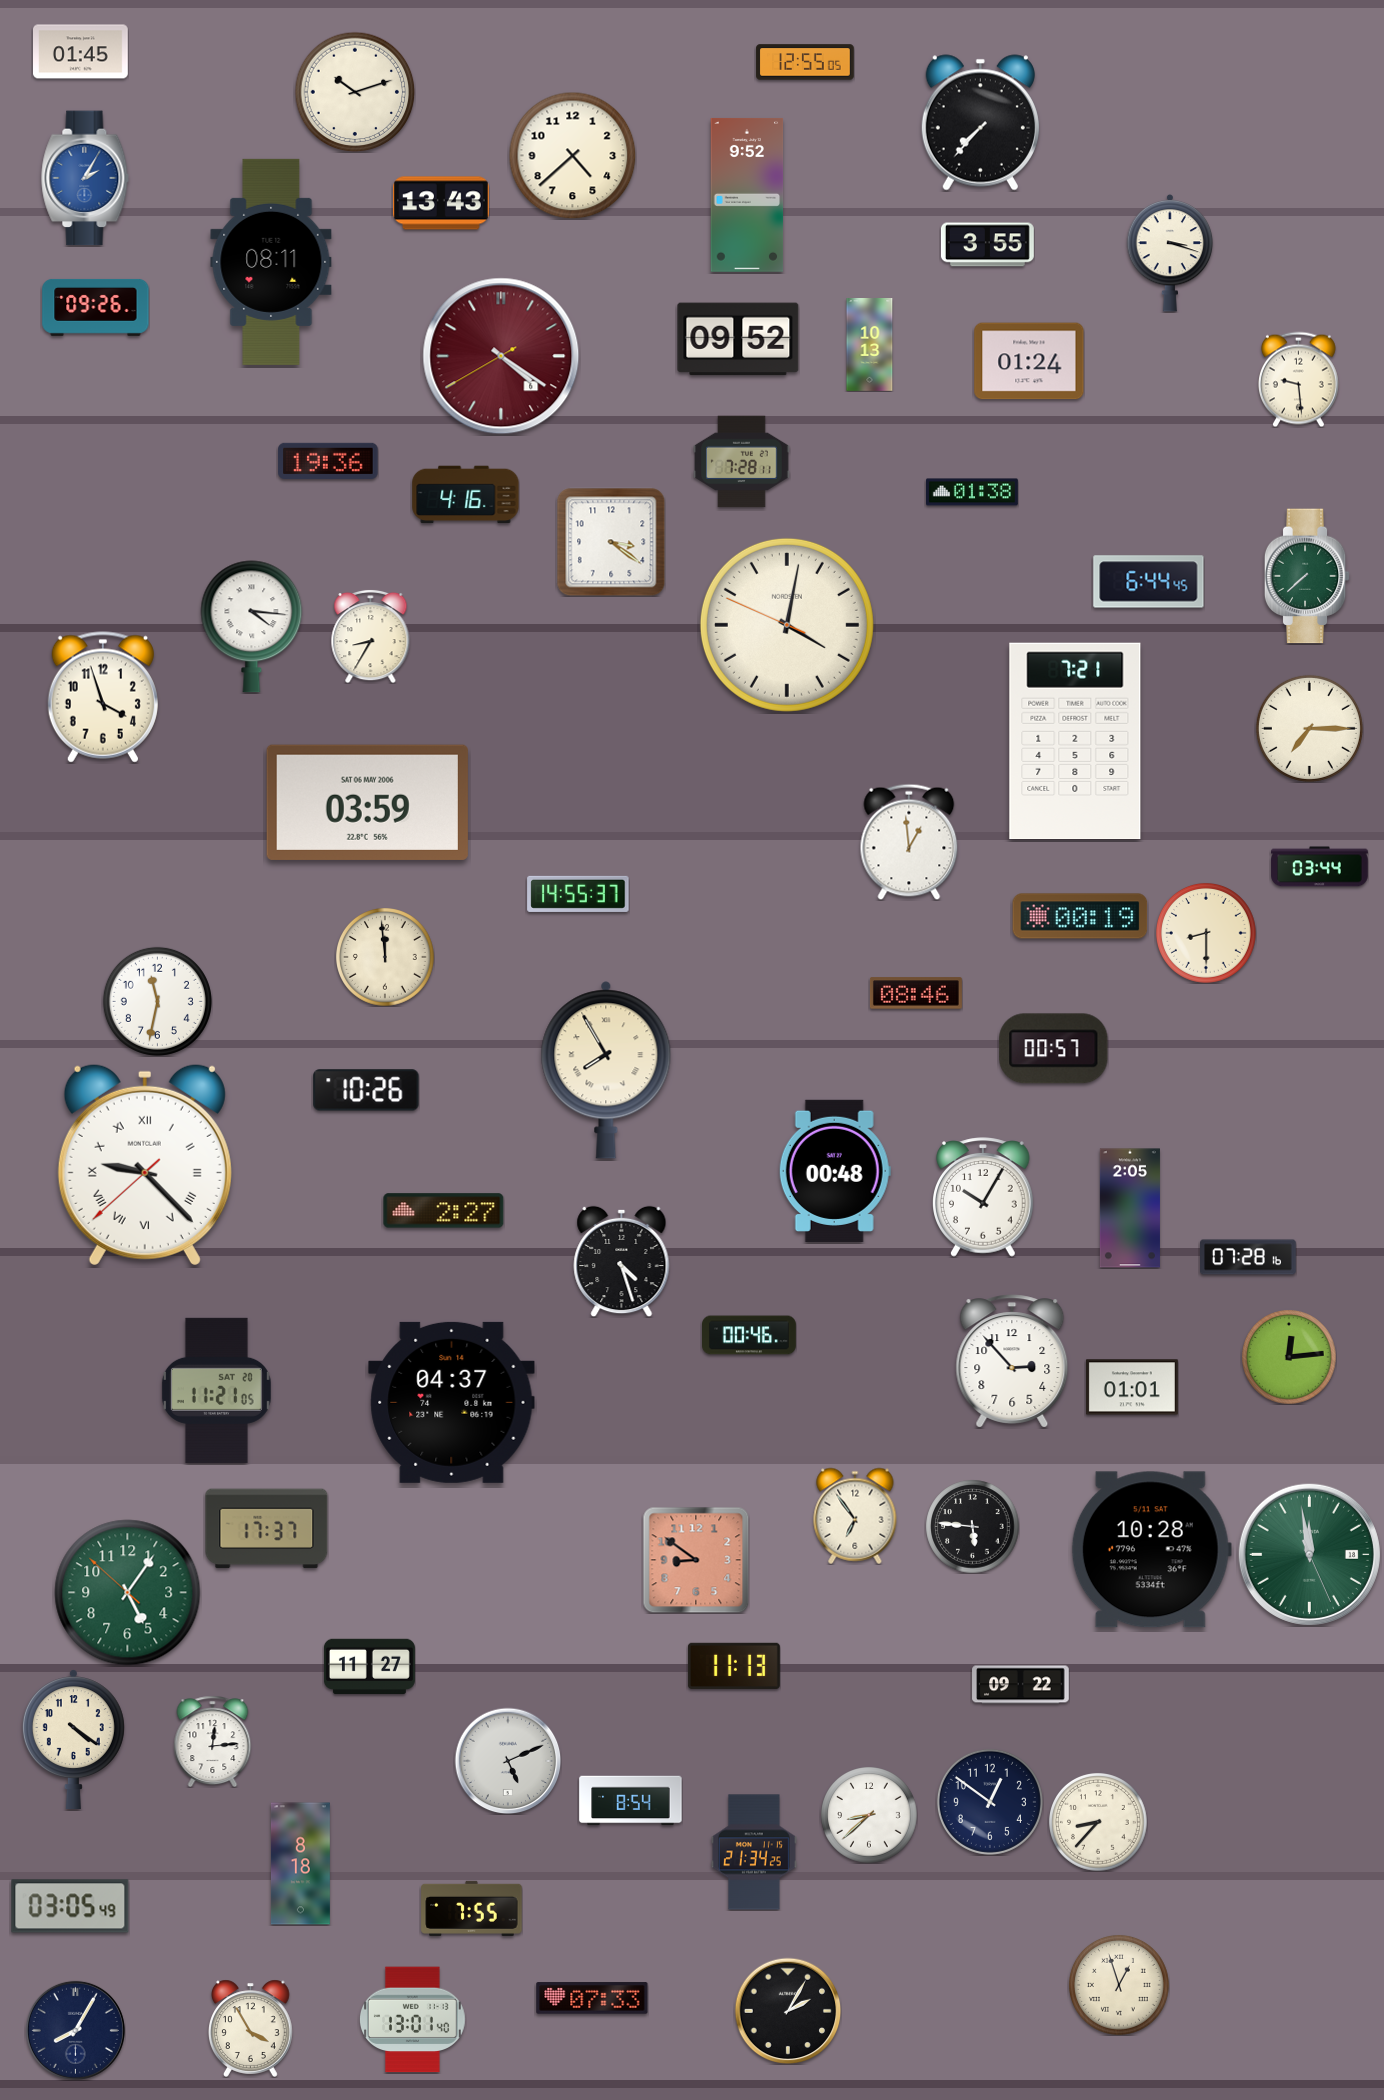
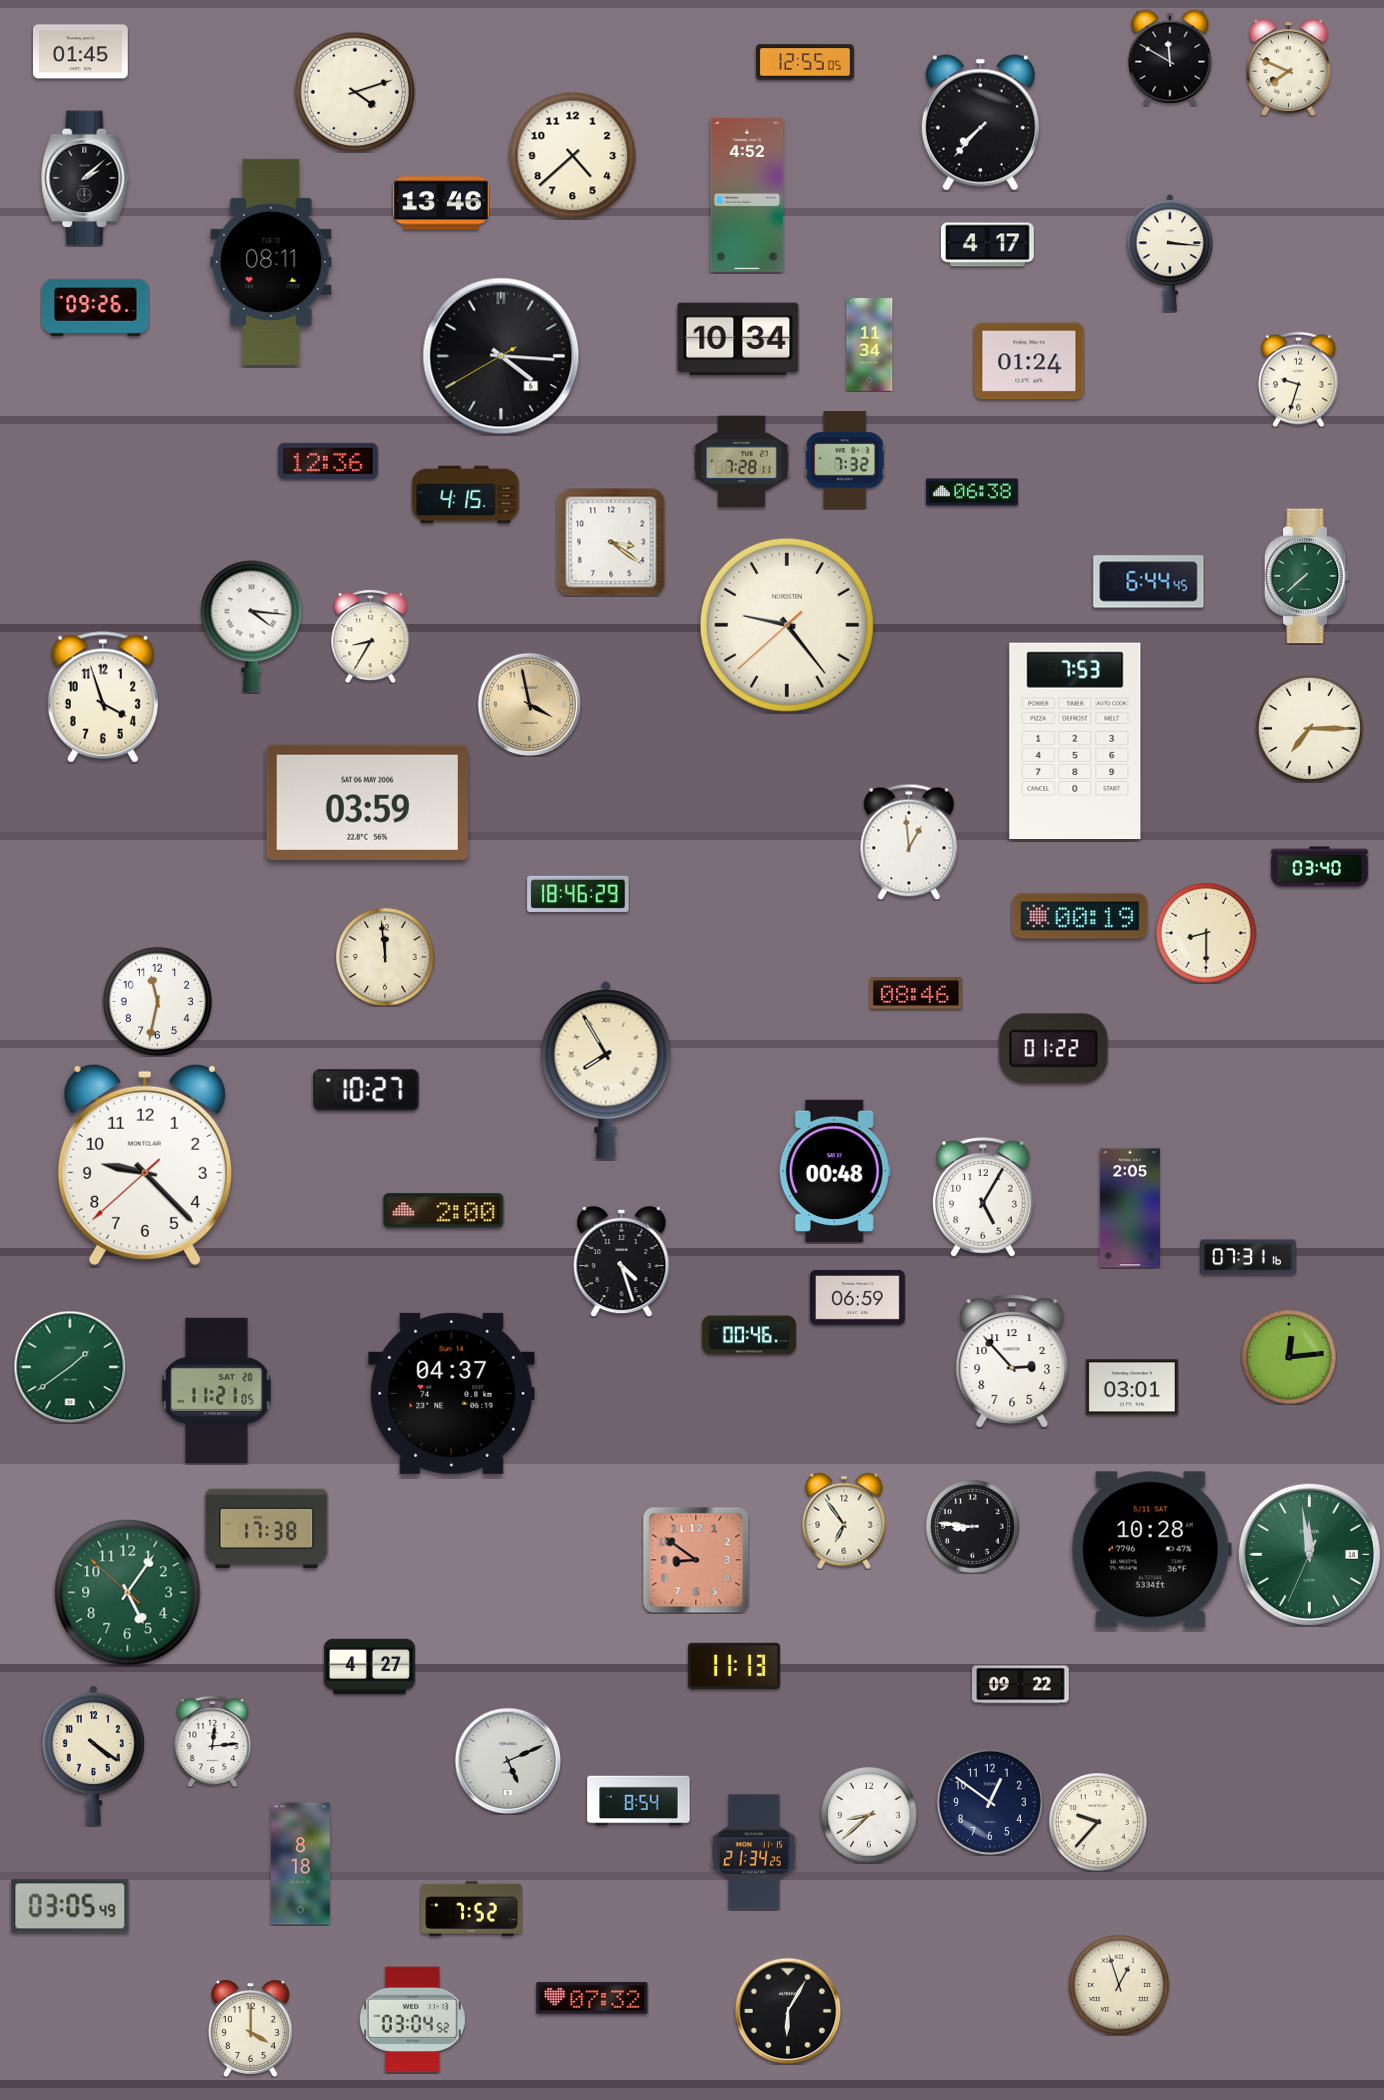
clock at (1170, 58): none -> 11:50
clock at (1289, 67): none -> 7:49
clock at (355, 92): 10:12 -> 4:12
clock at (85, 178): 2:05 -> 2:08
clock at (85, 178) dial: blue -> black
clock at (747, 195): 9:52 -> 4:52
clock at (442, 203): 13:43 -> 13:46
clock at (987, 245): 3:55 -> 4:17
clock at (1170, 253): 3:18 -> 3:16
clock at (738, 339): 09:52 -> 10:34
clock at (870, 345): 10:13 -> 11:34
clock at (501, 356): 4:20 -> 4:15
clock at (501, 356) dial: burgundy -> black
clock at (1298, 379): 9:29 -> 9:33
clock at (845, 460): none -> 7:32
clock at (328, 461): 19:36 -> 12:36
clock at (972, 492): 01:38 -> 06:38
clock at (466, 495): 4:16 -> 4:15
clock at (787, 625): 4:01 -> 9:23
clock at (529, 704): none -> 3:58
clock at (1075, 741): 7:21 -> 7:53
clock at (1320, 867): 03:44 -> 03:40
clock at (578, 894): 14:55 -> 18:46
clock at (1054, 1049): 00:57 -> 01:22
clock at (366, 1090): 10:26 -> 10:27
clock at (145, 1164) numerals: Roman -> Arabic
clock at (984, 1197): 10:05 -> 5:05
clock at (444, 1211): 2:27 -> 2:00
clock at (1248, 1257): 07:28 -> 07:31
clock at (858, 1297): none -> 06:59
clock at (70, 1367): none -> 1:39
clock at (1132, 1387): 01:01 -> 03:01
clock at (452, 1402) position: (452, 1402) -> (452, 1393)
clock at (855, 1516) position: (855, 1516) -> (844, 1521)
clock at (972, 1526): 5:46 -> 8:46
clock at (267, 1529): 17:37 -> 17:38
clock at (1309, 1554): 11:58:26 -> 11:58:34
clock at (369, 1667): 11:27 -> 4:27
clock at (73, 1739) position: (73, 1739) -> (93, 1755)
clock at (631, 1801) position: (631, 1801) -> (639, 1801)
clock at (1099, 1823): 8:37 -> 9:37
clock at (472, 1908): 7:55 -> 7:52
clock at (592, 1998): 07:33 -> 07:32
clock at (788, 2011): 2:05 -> 6:05
clock at (412, 2020): 13:01 -> 03:04
clock at (251, 2028): 3:55 -> 4:00
clock at (75, 2030): 8:05 -> none
